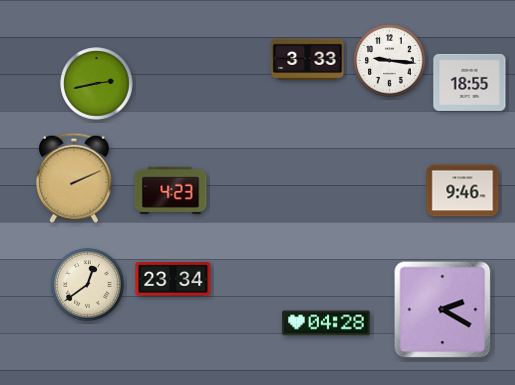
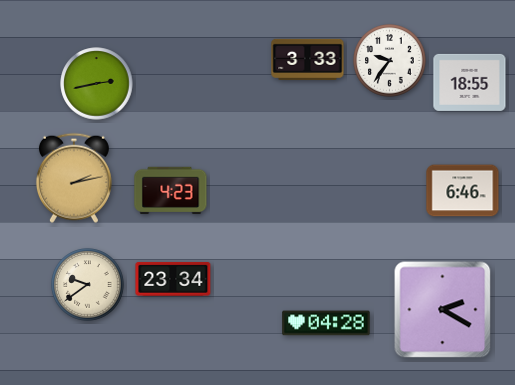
clock at (390, 61): 9:16 -> 9:36
clock at (74, 178): 2:11 -> 2:13
clock at (463, 191): 9:46 -> 6:46
clock at (88, 285): 12:39 -> 9:39
